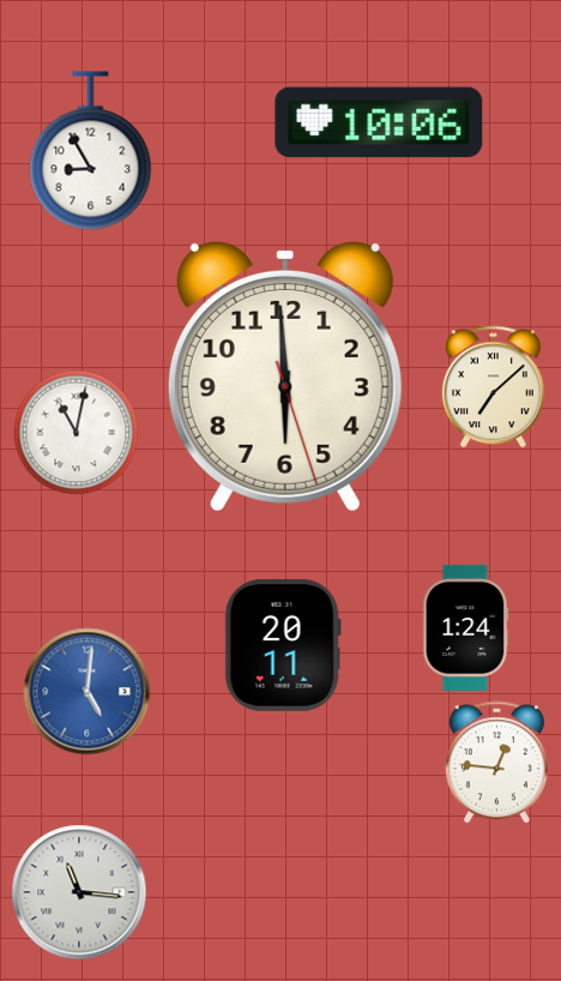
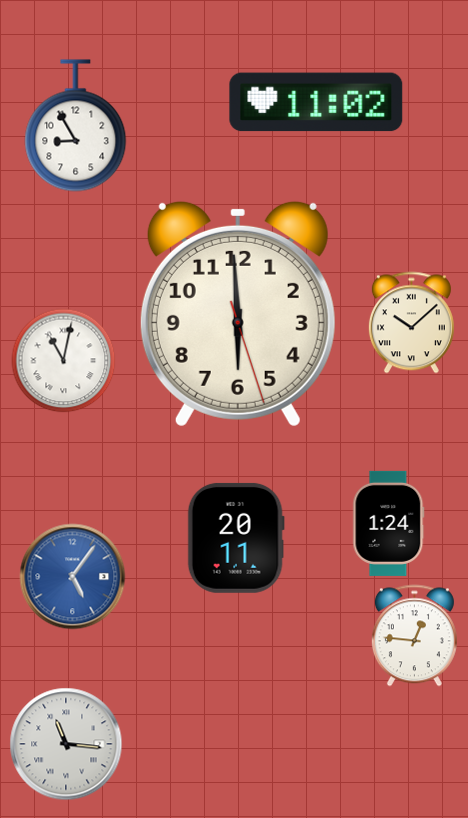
clock at (379, 122): 10:06 -> 11:02
clock at (493, 387): 7:08 -> 10:08
clock at (88, 692): 5:01 -> 5:06
